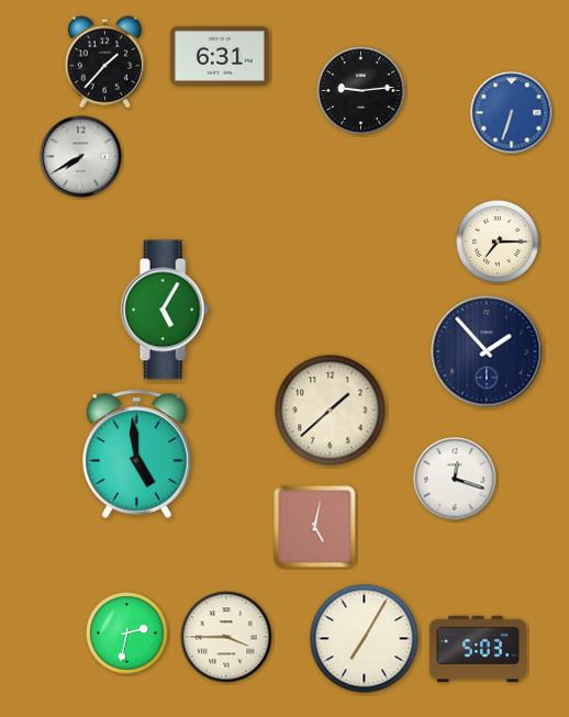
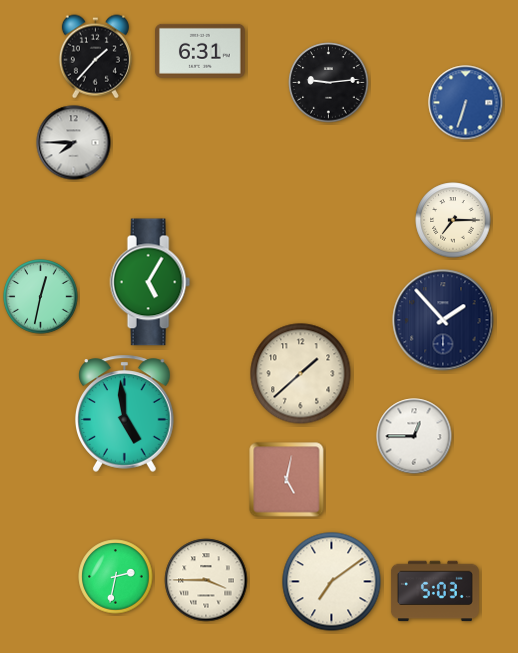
clock at (81, 157): 7:40 -> 7:45
clock at (41, 297): none -> 12:32
clock at (455, 479): 12:18 -> 12:45
clock at (365, 639): 7:05 -> 7:09
